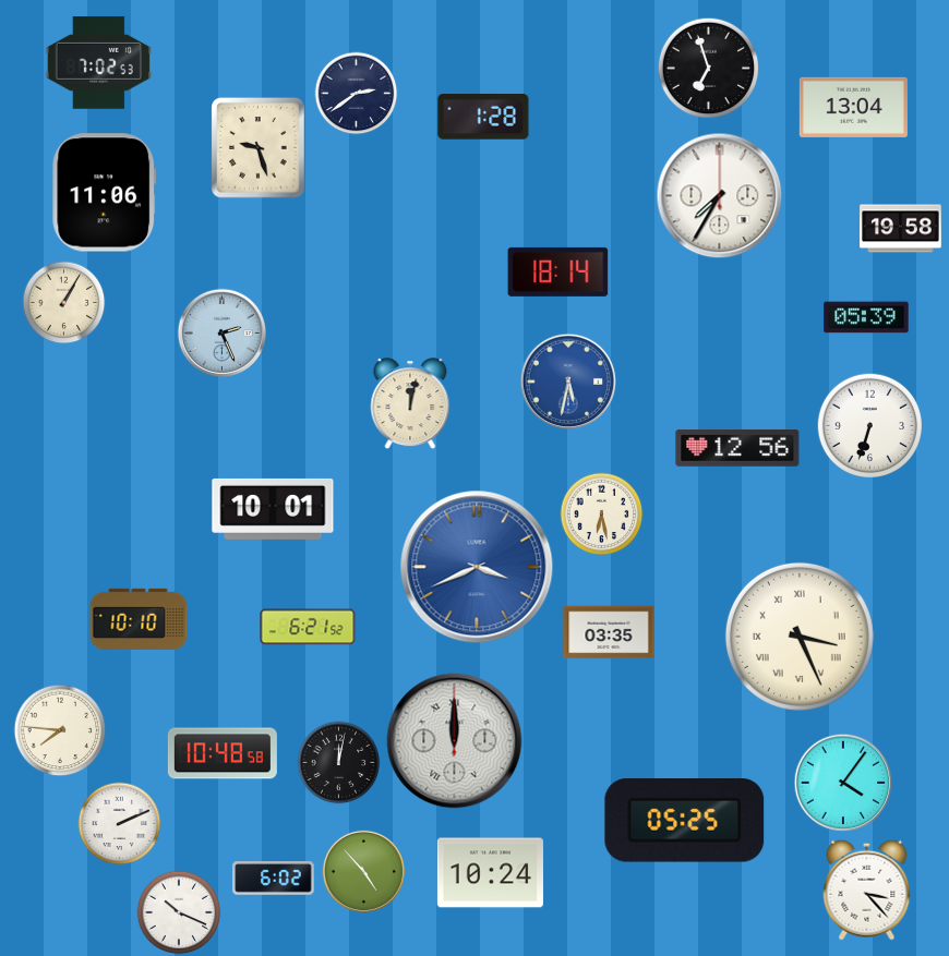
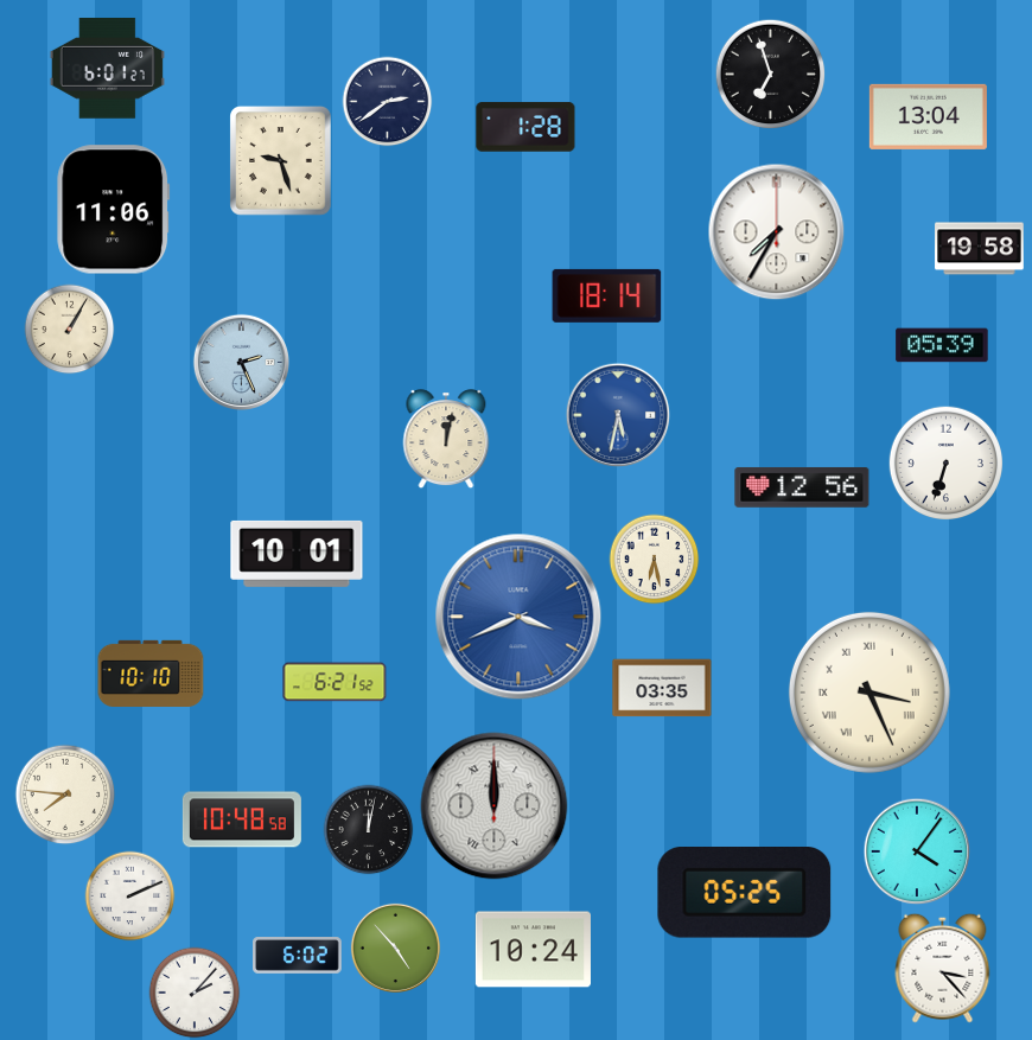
clock at (98, 63): 7:02 -> 6:01
clock at (720, 196) position: (720, 196) -> (777, 232)
clock at (179, 912): 10:19 -> 2:07
